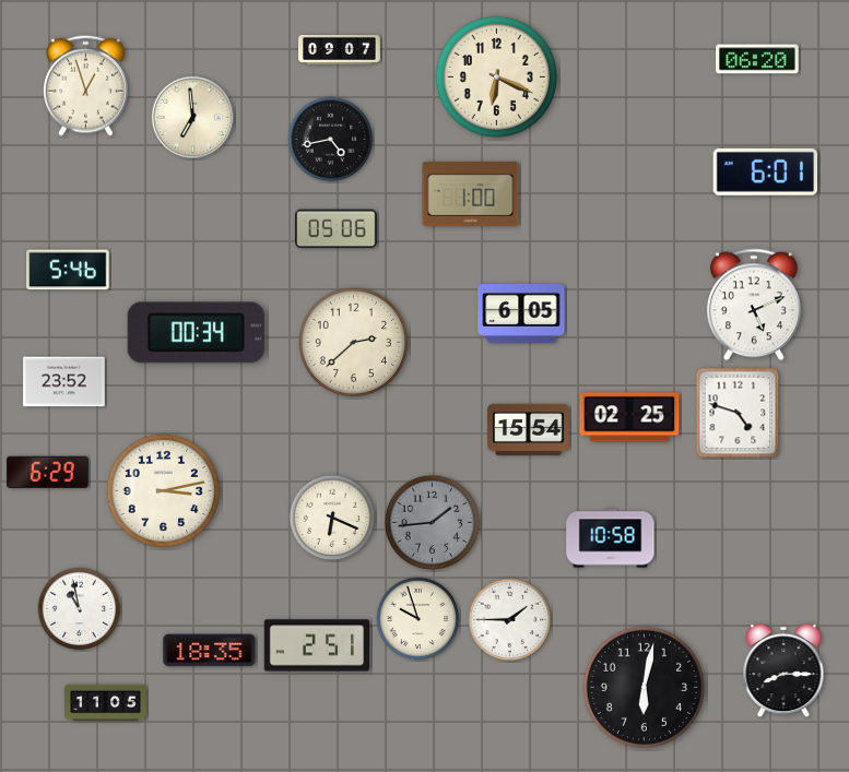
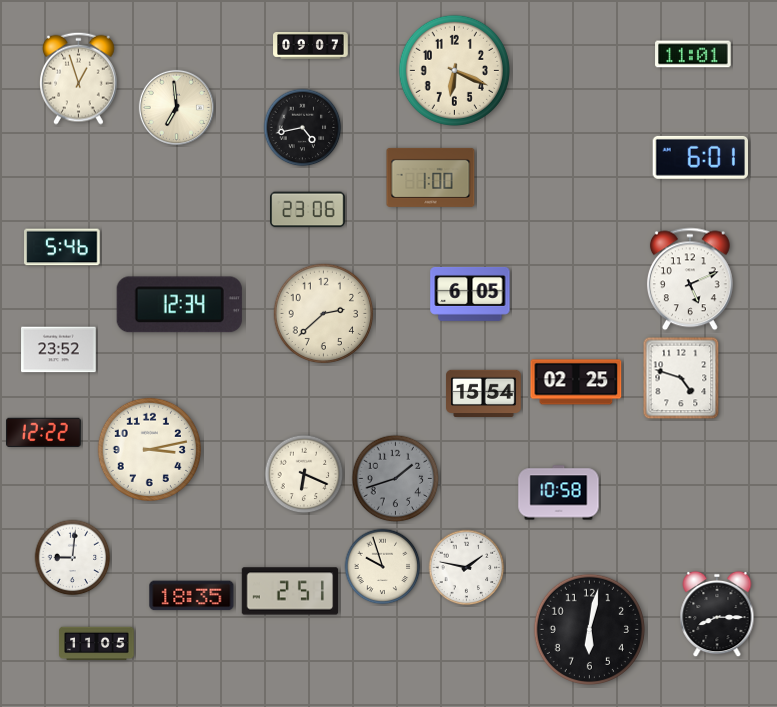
clock at (757, 59): 06:20 -> 11:01
clock at (337, 229): 05:06 -> 23:06
clock at (521, 313) position: (521, 313) -> (470, 294)
clock at (196, 333): 00:34 -> 12:34
clock at (738, 413) position: (738, 413) -> (681, 378)
clock at (48, 472): 6:29 -> 12:22
clock at (433, 523): 1:44 -> 1:42
clock at (80, 609): 10:58 -> 9:01
clock at (510, 620): 1:45 -> 1:47
